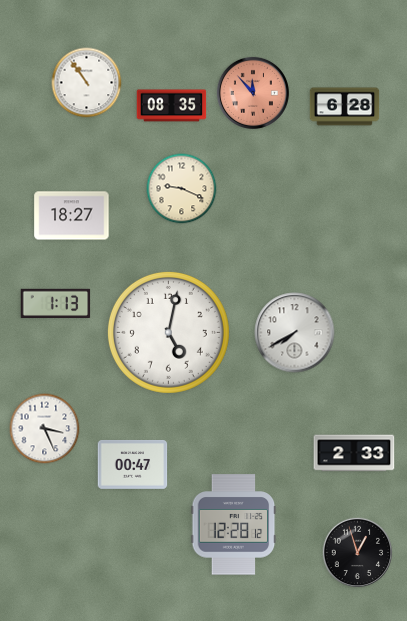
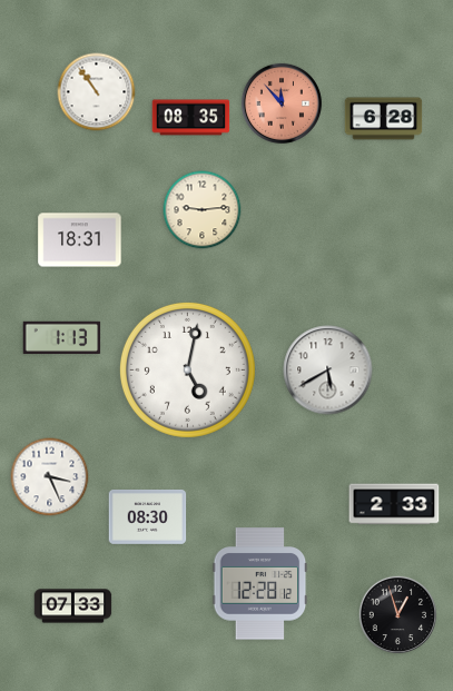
clock at (182, 189): 9:19 -> 9:14
clock at (72, 216): 18:27 -> 18:31
clock at (295, 333): 7:40 -> 5:40
clock at (133, 464): 00:47 -> 08:30
clock at (73, 606): none -> 07:33
